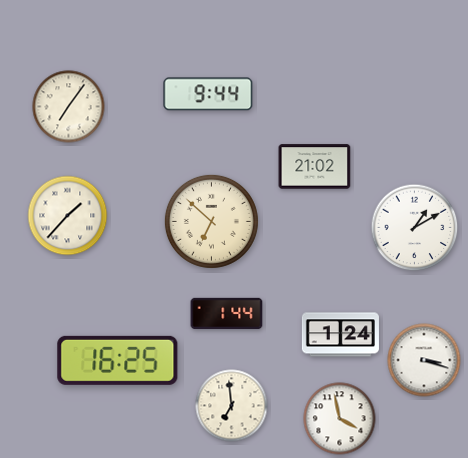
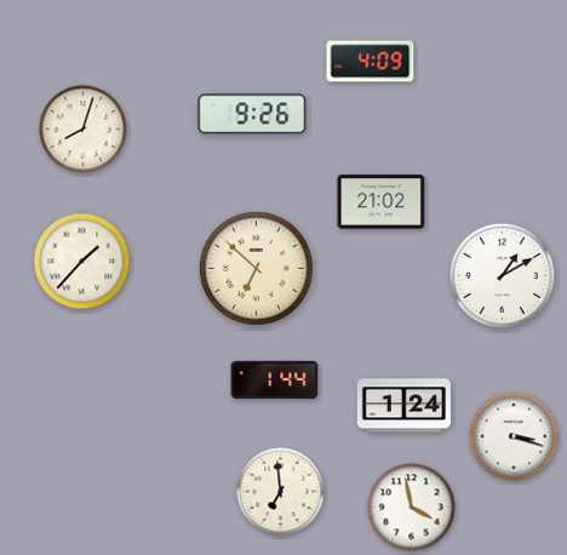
clock at (371, 62): none -> 4:09
clock at (208, 94): 9:44 -> 9:26
clock at (69, 107): 7:06 -> 8:03
clock at (340, 335) position: (340, 335) -> (403, 406)
clock at (118, 360): 16:25 -> none
